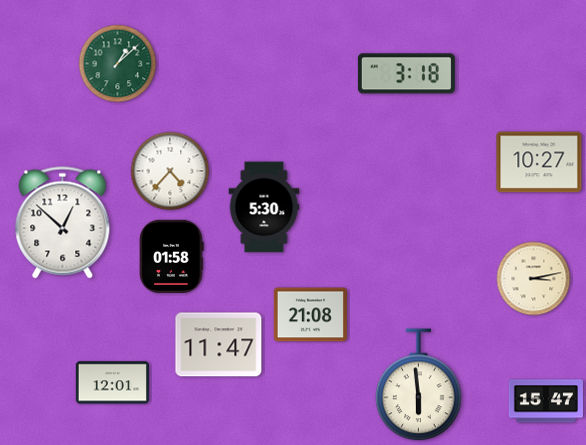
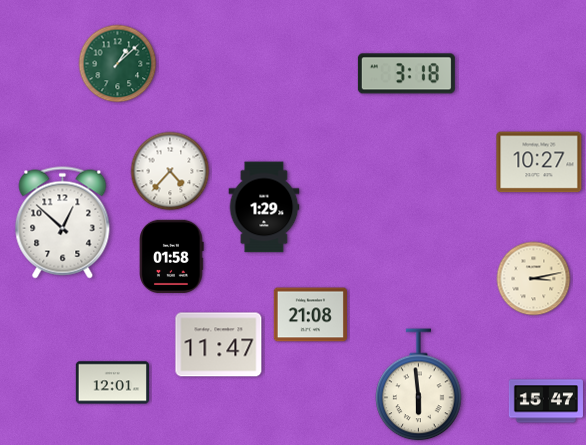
clock at (264, 207): 5:30 -> 1:29
